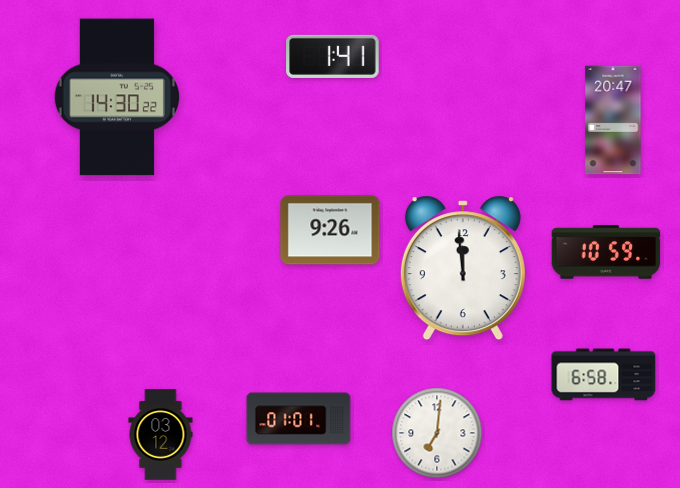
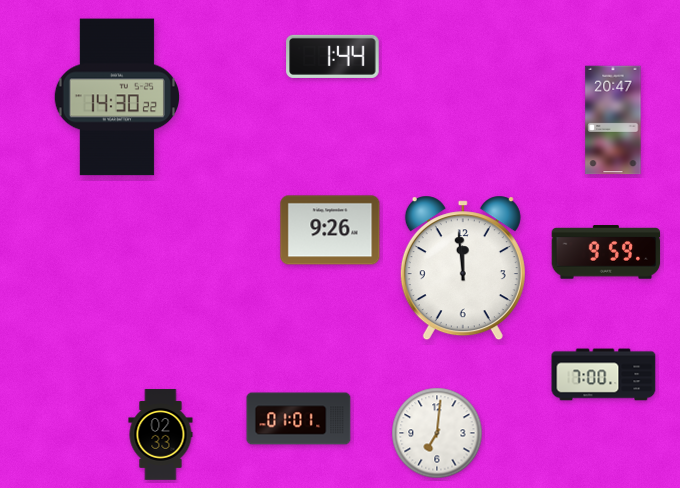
clock at (333, 56): 1:41 -> 1:44
clock at (606, 252): 10:59 -> 9:59
clock at (604, 375): 6:58 -> 7:00
clock at (161, 435): 03:12 -> 02:33
